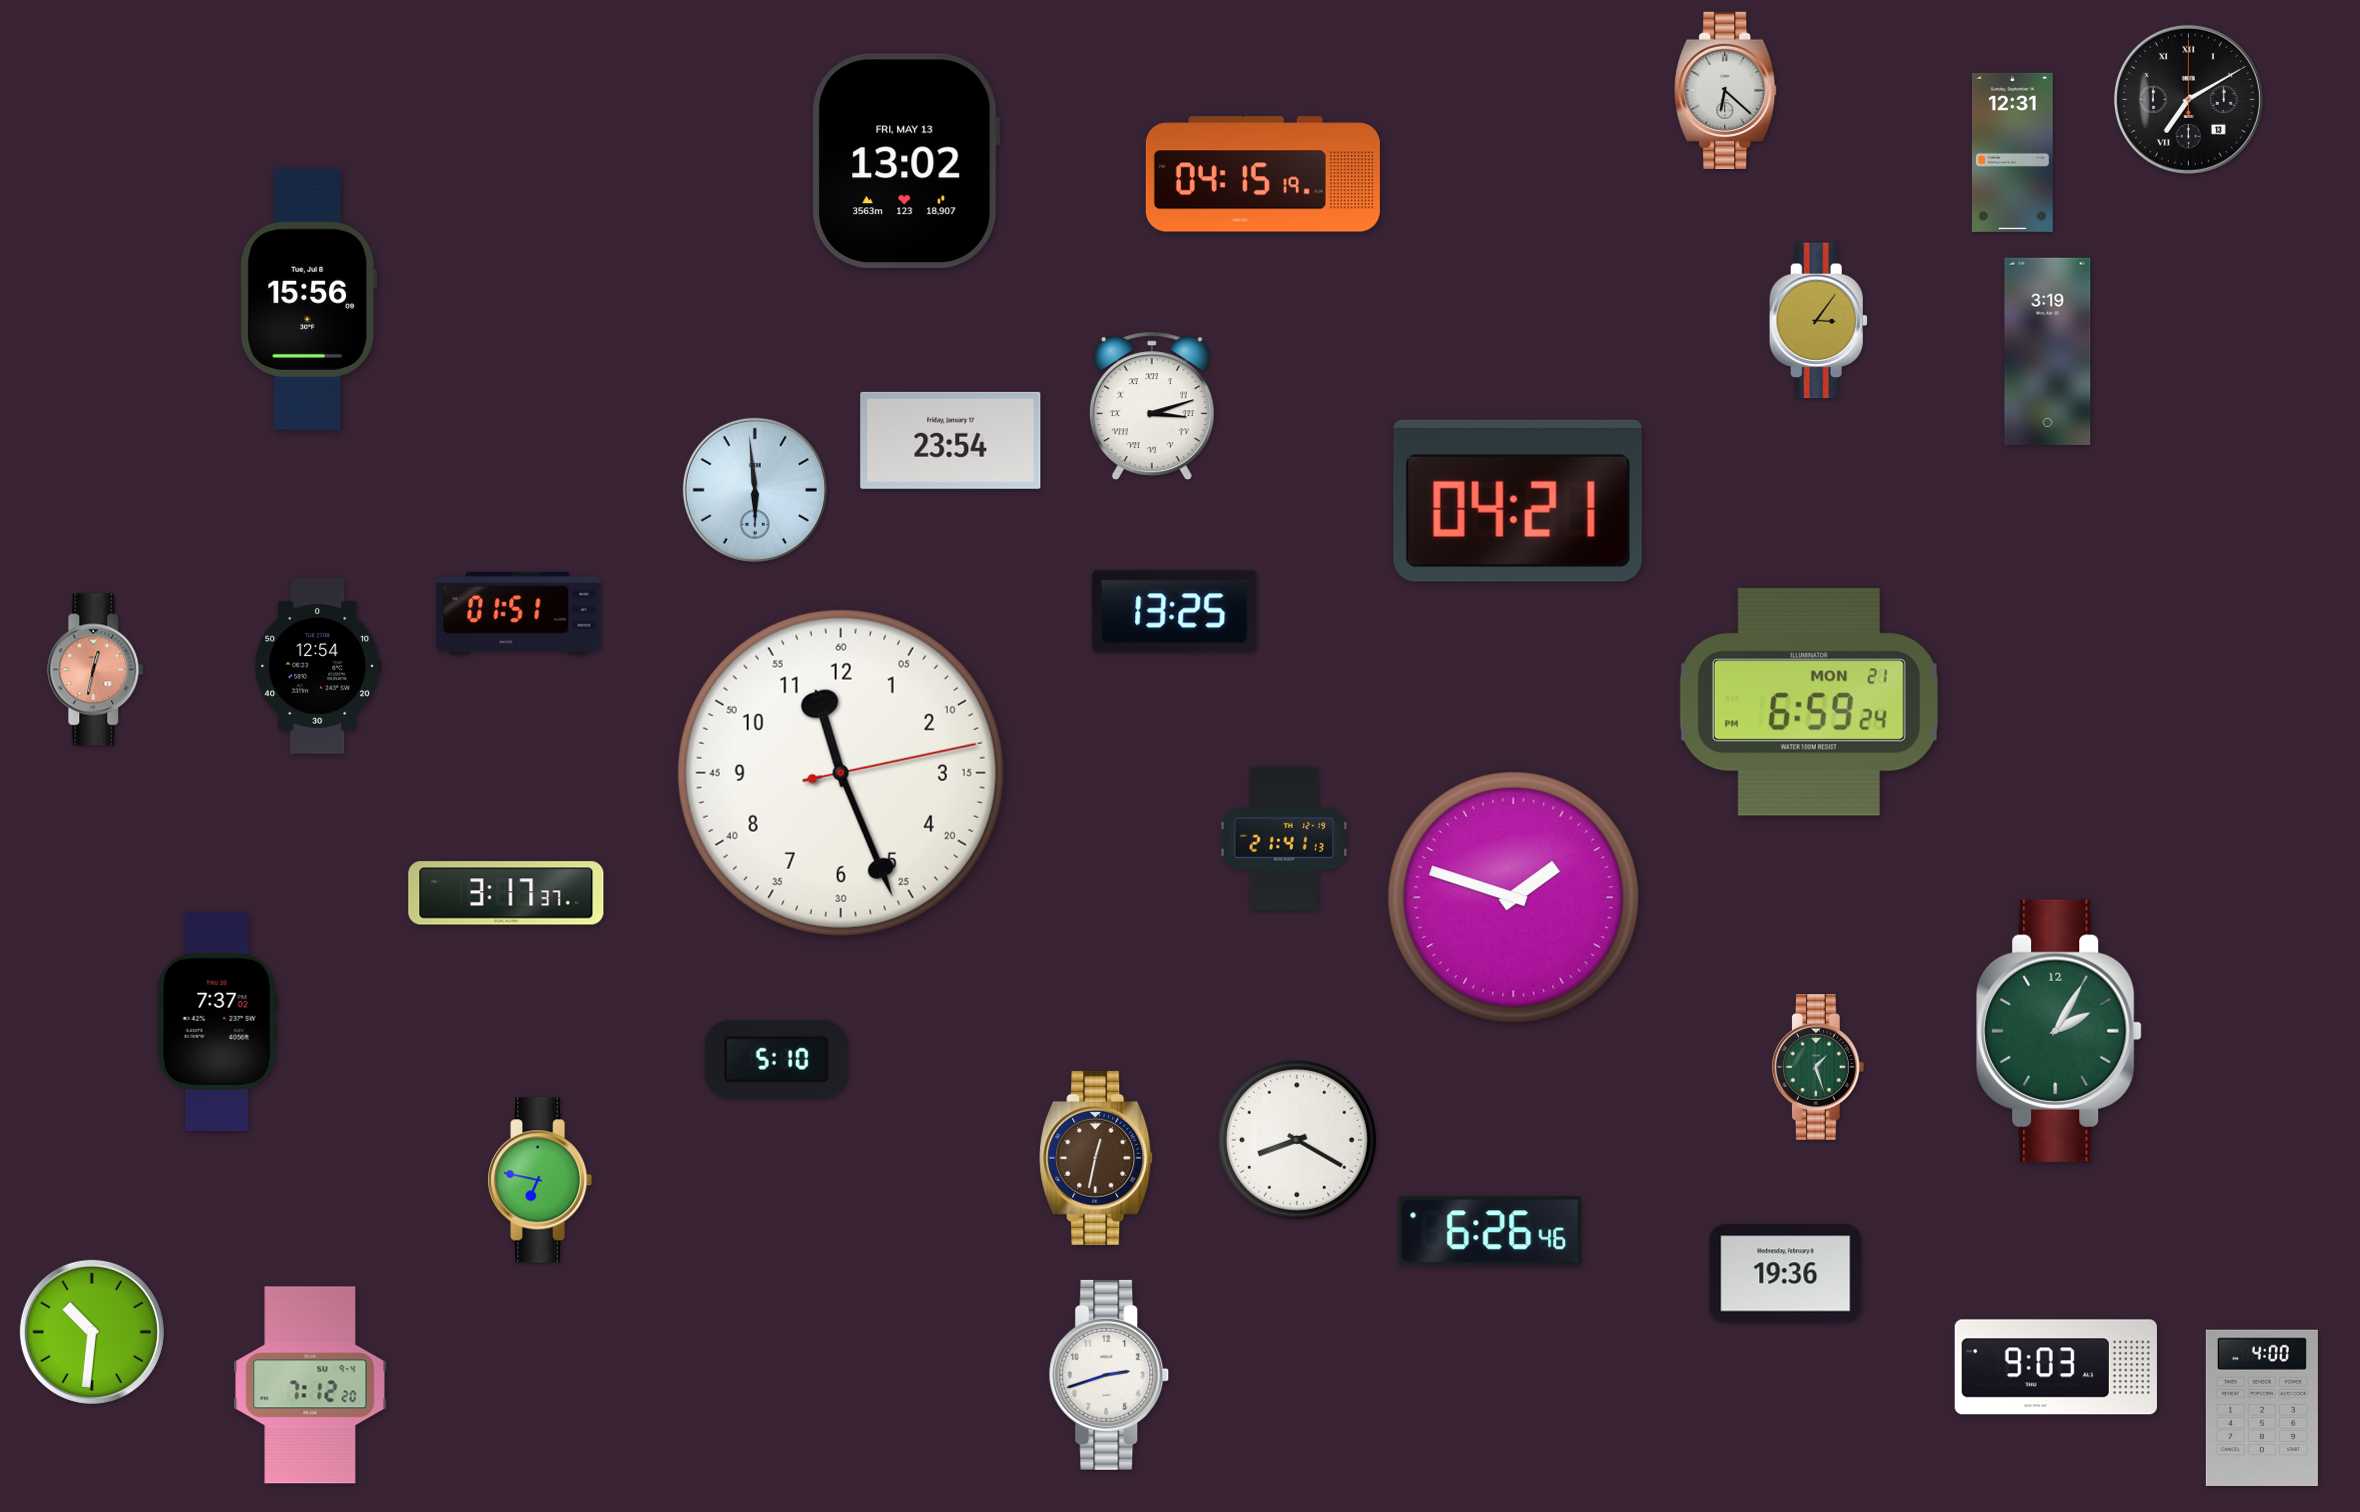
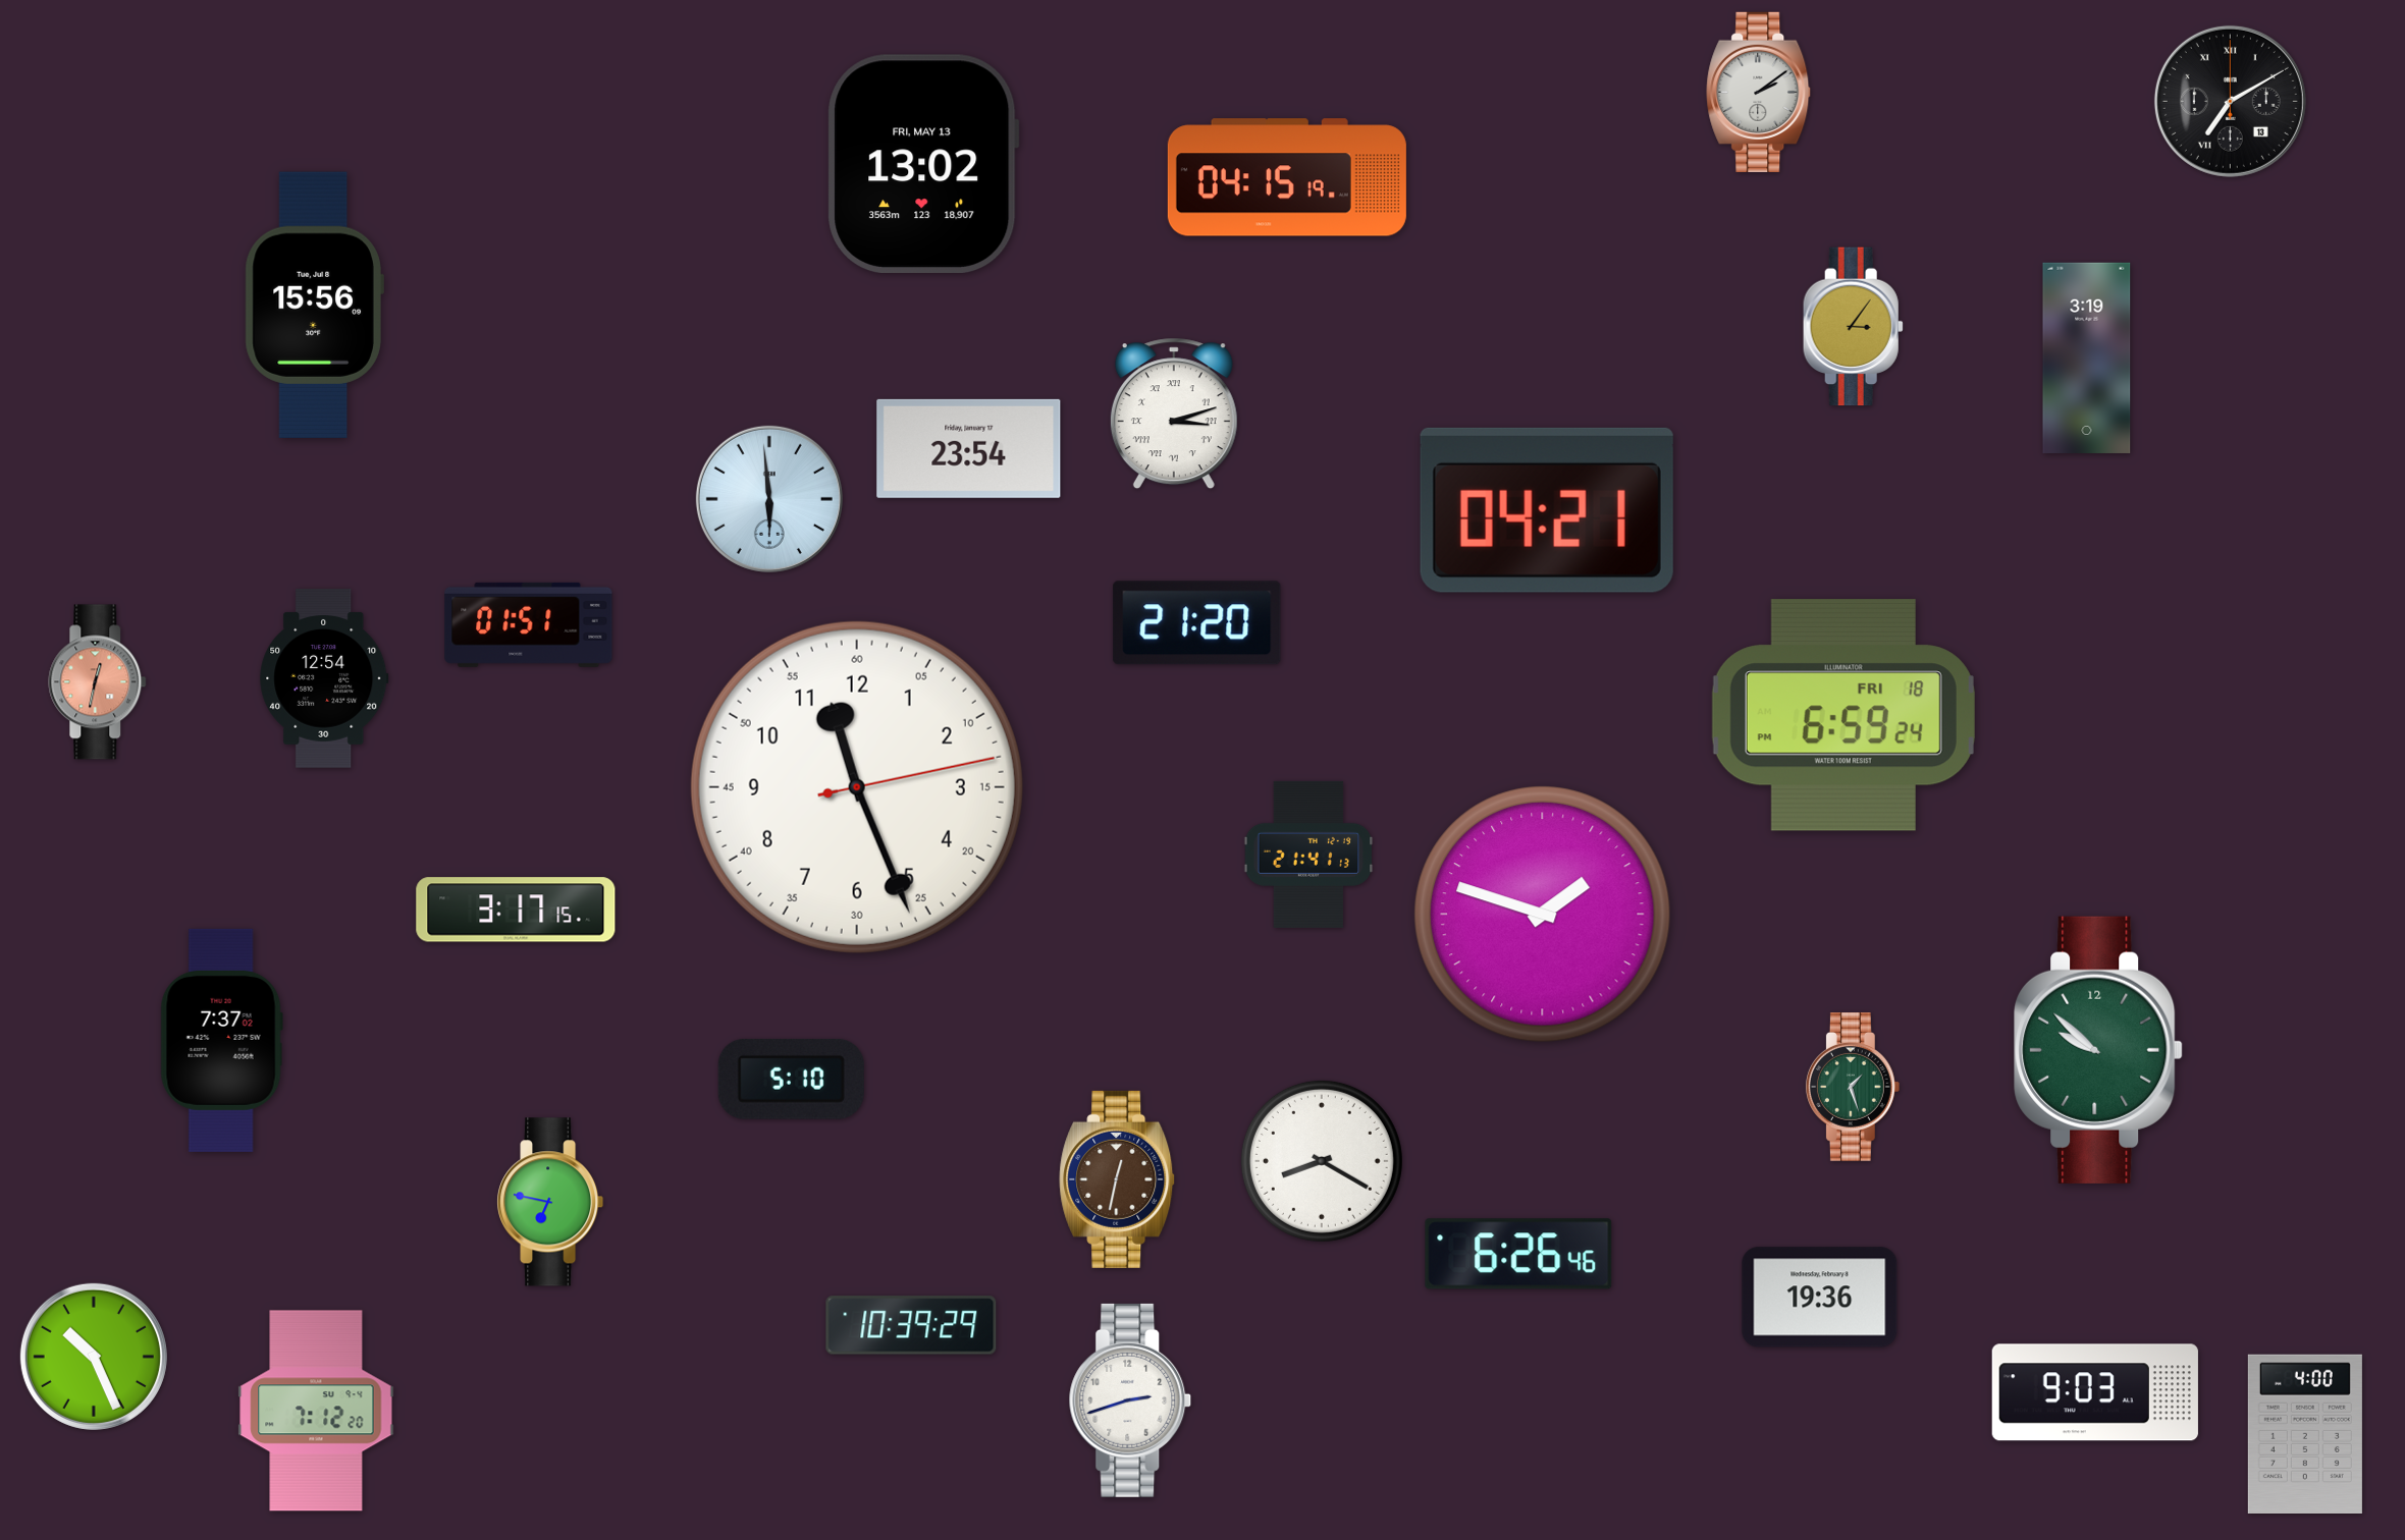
clock at (1726, 90): 6:22 -> 2:09
clock at (2012, 152): 12:31 -> none
clock at (1175, 612): 13:25 -> 21:20
clock at (1809, 702) date: MON 21 -> FRI 18
clock at (506, 893): 3:17:37 -> 3:17:15
clock at (2059, 1031): 2:05 -> 9:52
clock at (911, 1325): none -> 10:39
clock at (92, 1332): 10:31 -> 10:26
